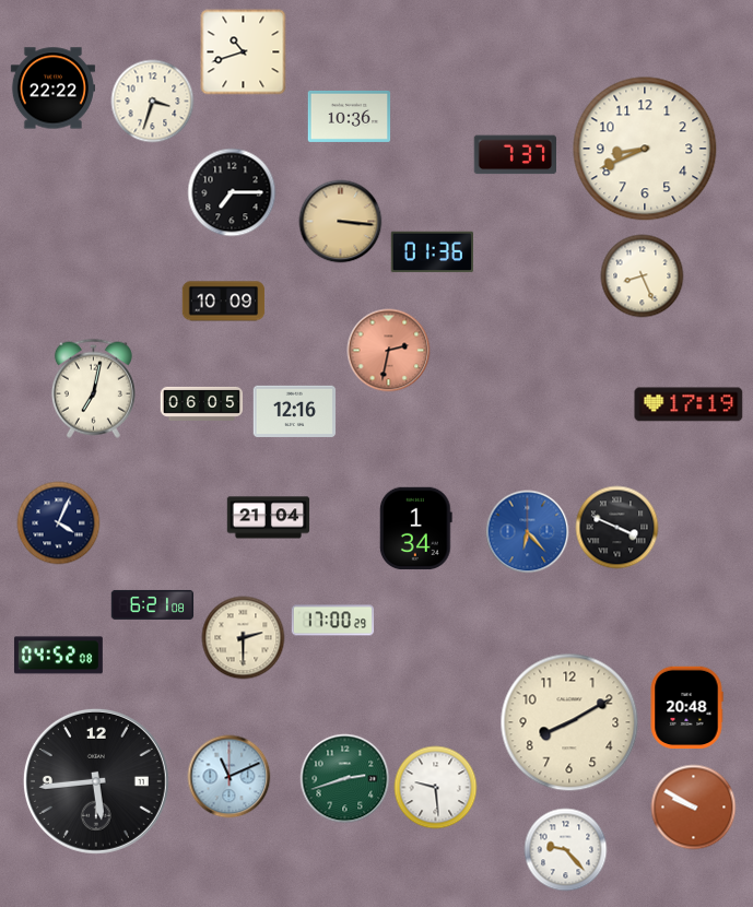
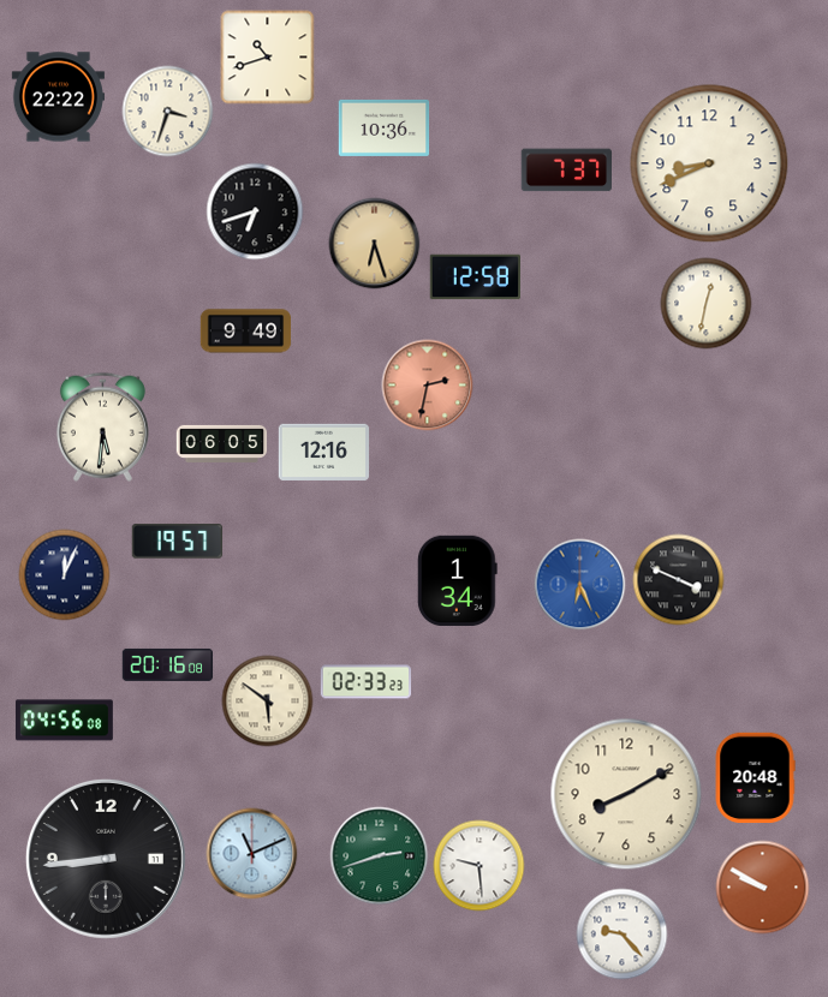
clock at (232, 192): 7:15 -> 6:42
clock at (341, 222): 3:16 -> 6:27
clock at (433, 252): 01:36 -> 12:58
clock at (643, 276): 8:26 -> 12:32
clock at (224, 302): 10:09 -> 9:49
clock at (93, 388): 7:02 -> 5:31
clock at (689, 404): 17:19 -> none
clock at (177, 542): none -> 19:57
clock at (269, 518): 21:04 -> none
clock at (59, 523): 4:04 -> 12:04
clock at (528, 532): 6:23 -> 6:26
clock at (153, 604): 6:21 -> 20:16
clock at (333, 621): 17:00 -> 02:33
clock at (244, 638): 2:30 -> 5:51
clock at (58, 656): 04:52 -> 04:56
clock at (96, 781): 5:44 -> 8:44
